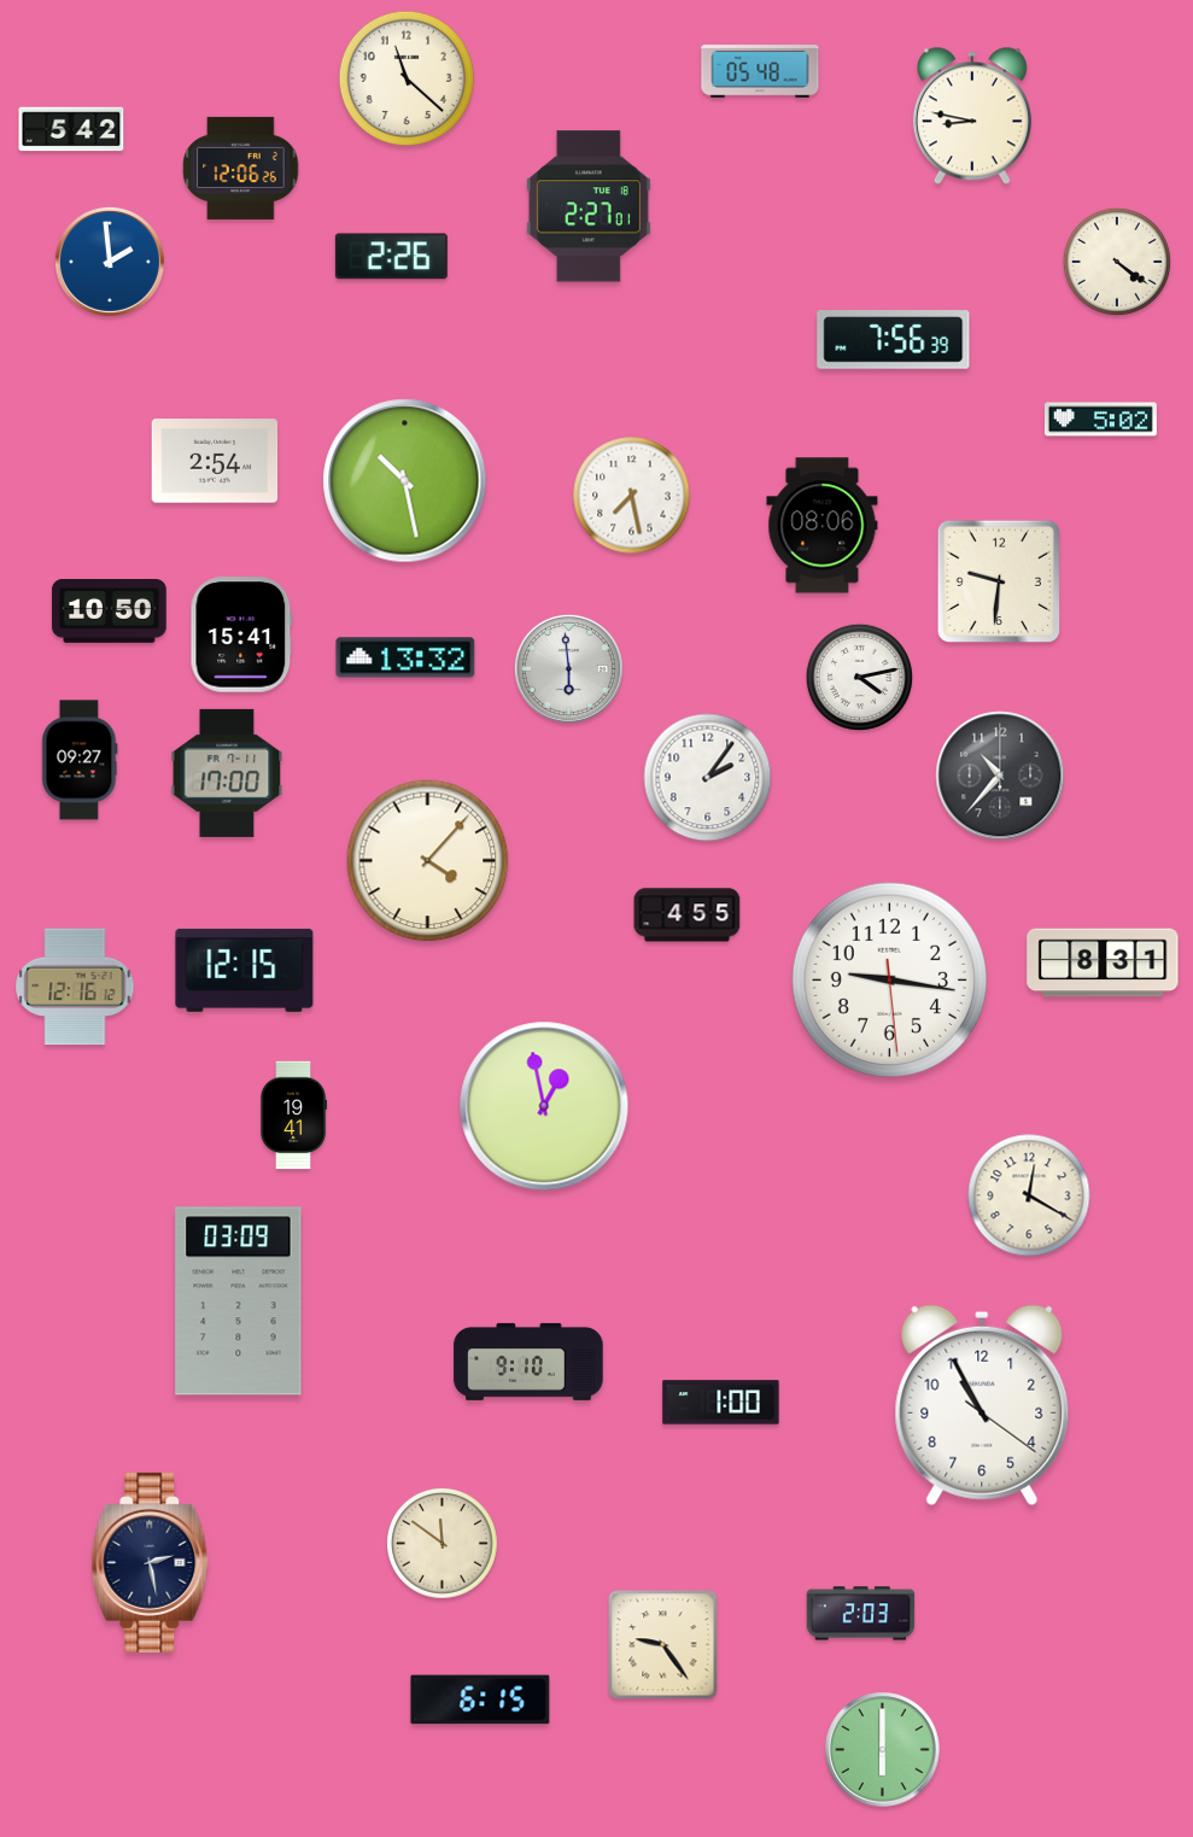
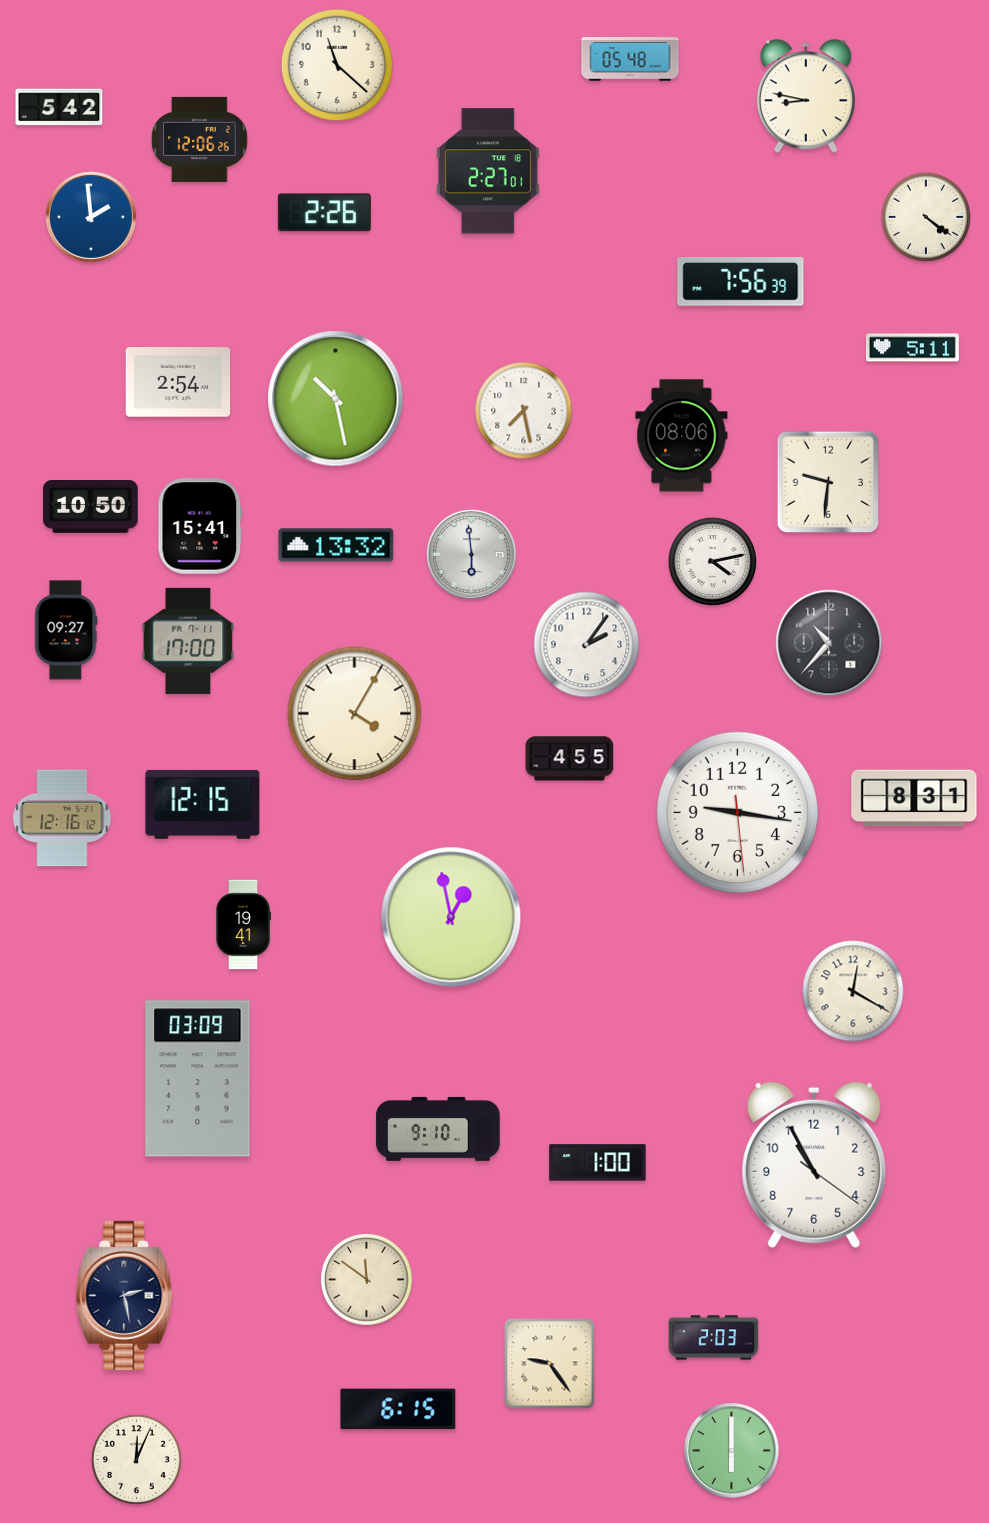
clock at (1100, 420): 5:02 -> 5:11
clock at (428, 861): 4:07 -> 4:05
clock at (136, 1459): none -> 12:04
